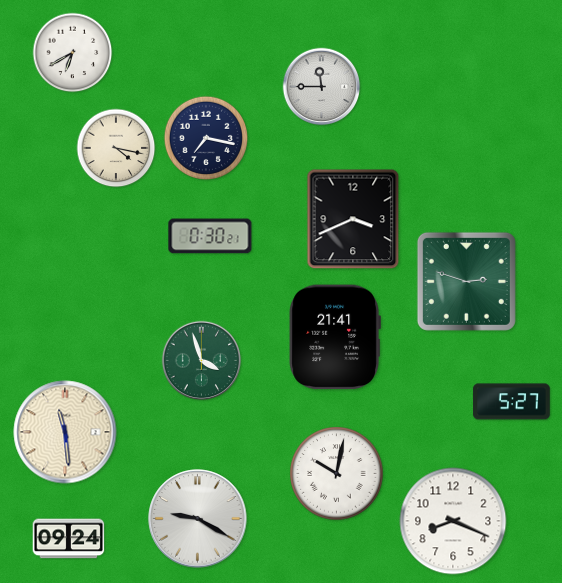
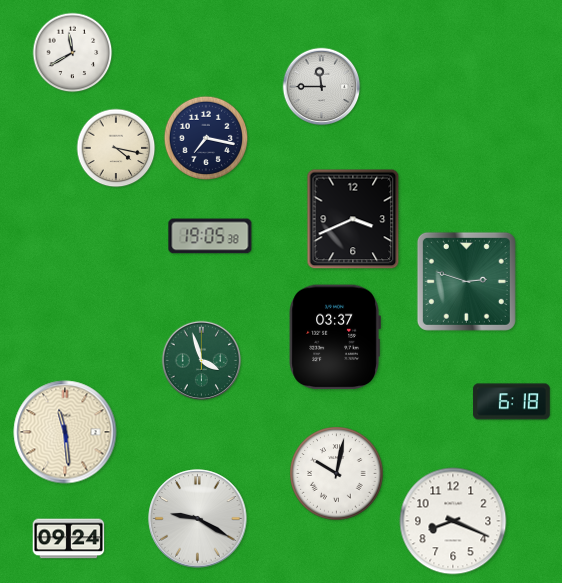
clock at (73, 53): 6:40 -> 11:40
clock at (210, 236): 0:30 -> 19:05
clock at (335, 337): 21:41 -> 03:37
clock at (512, 402): 5:27 -> 6:18
